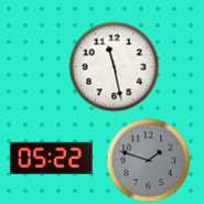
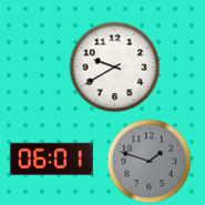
clock at (115, 67): 11:28 -> 9:40
clock at (51, 158): 05:22 -> 06:01
